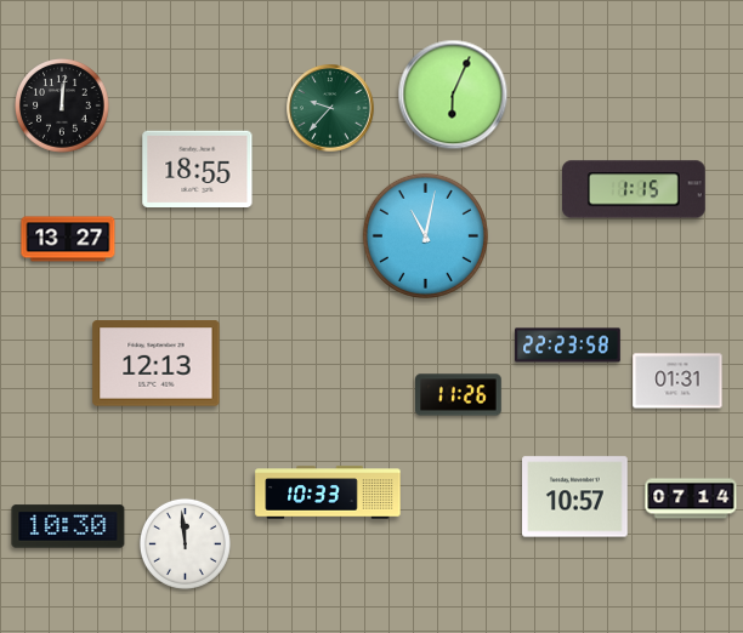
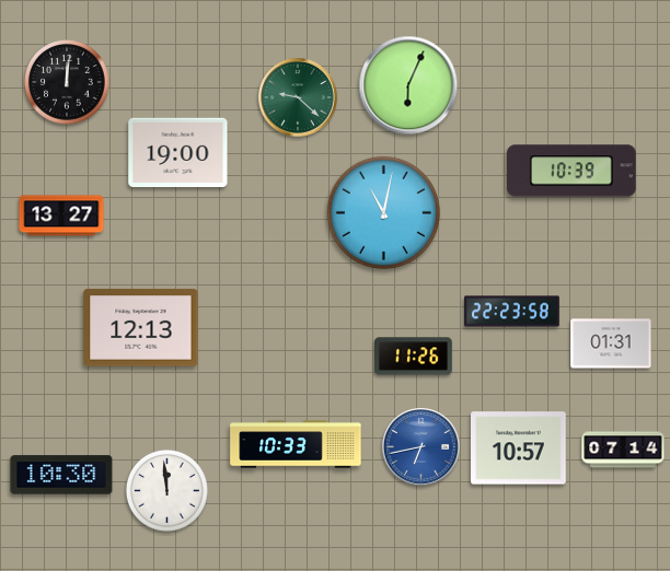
clock at (63, 107) position: (63, 107) -> (68, 83)
clock at (330, 108): 9:37 -> 9:22
clock at (198, 169): 18:55 -> 19:00
clock at (635, 189): 1:15 -> 10:39
clock at (421, 447): none -> 6:43
